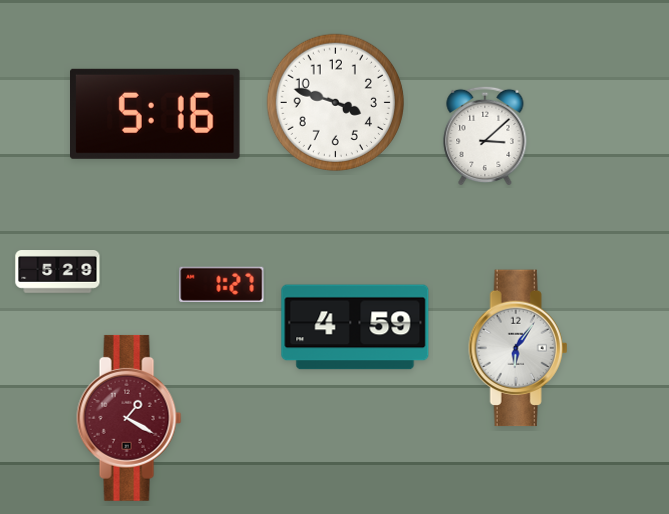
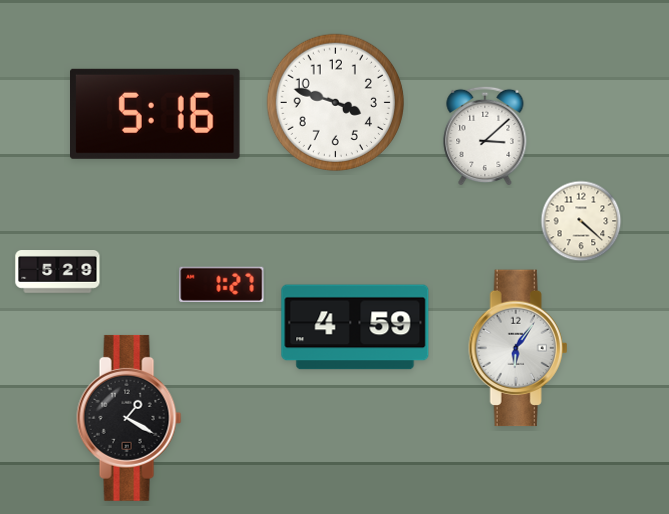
clock at (581, 221): none -> 4:22
clock at (129, 418) dial: burgundy -> black
